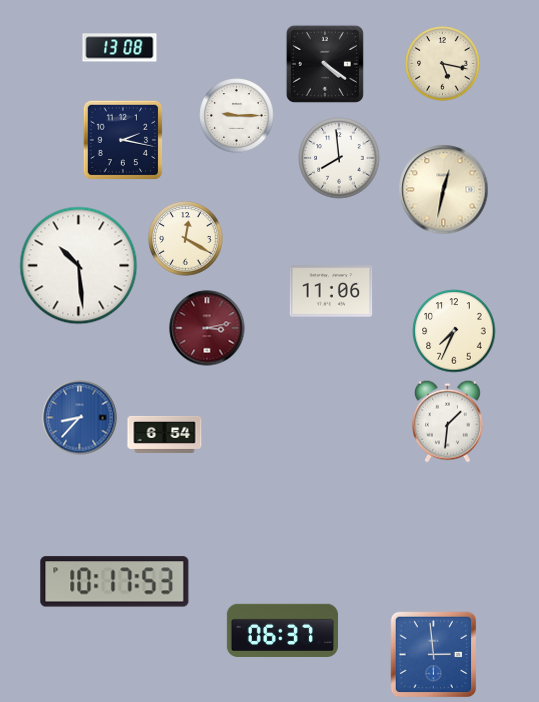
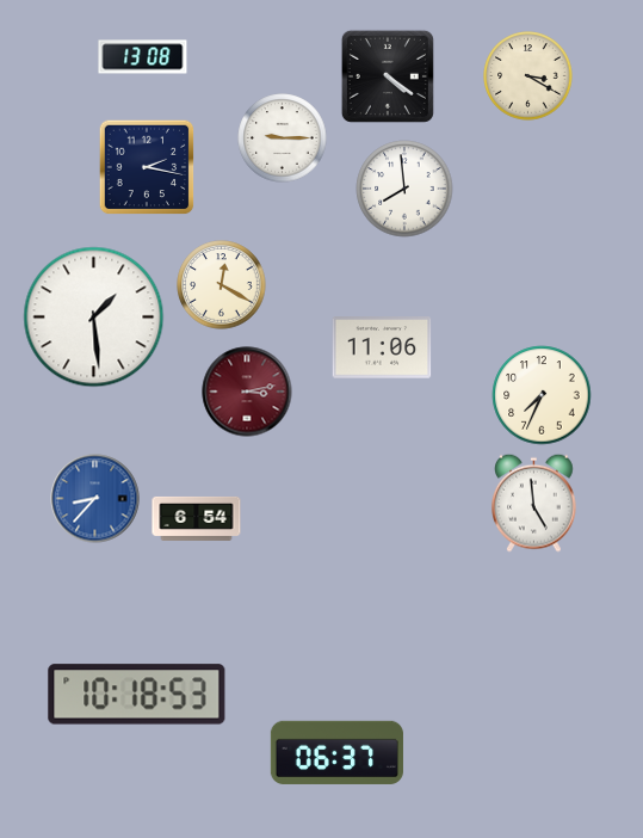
clock at (443, 64): 5:17 -> 3:20
clock at (444, 190): 12:32 -> none
clock at (79, 266): 10:29 -> 1:29
clock at (331, 291) position: (331, 291) -> (382, 347)
clock at (448, 421): 1:31 -> 4:59
clock at (115, 582): 10:17 -> 10:18
clock at (434, 655): 2:59 -> none
